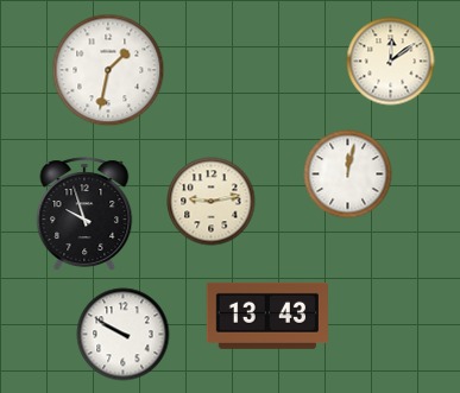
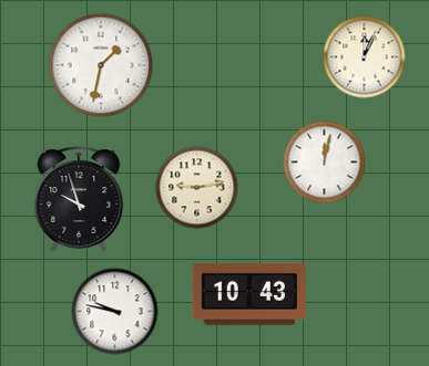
clock at (391, 62): 12:09 -> 12:04
clock at (266, 316): 13:43 -> 10:43
clock at (124, 335): 9:50 -> 9:47
